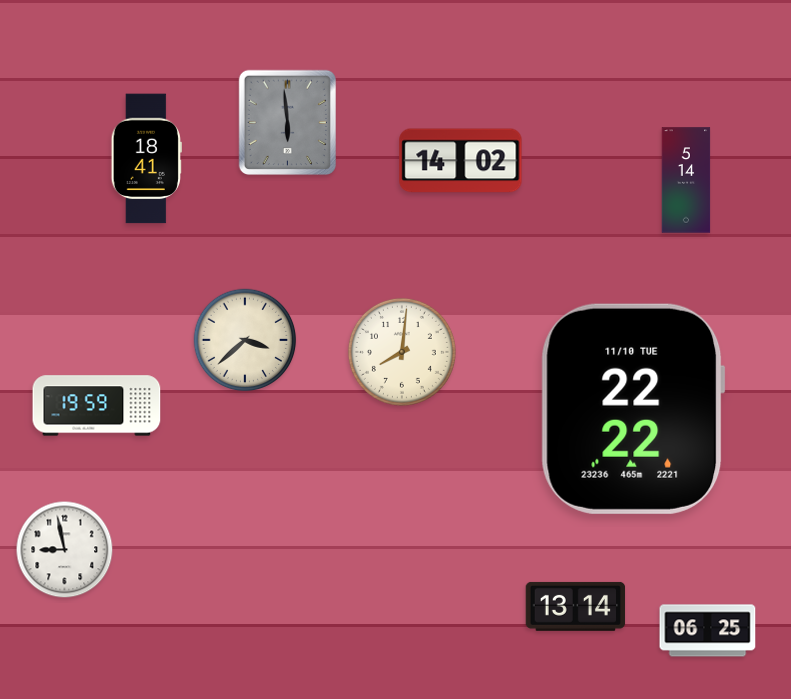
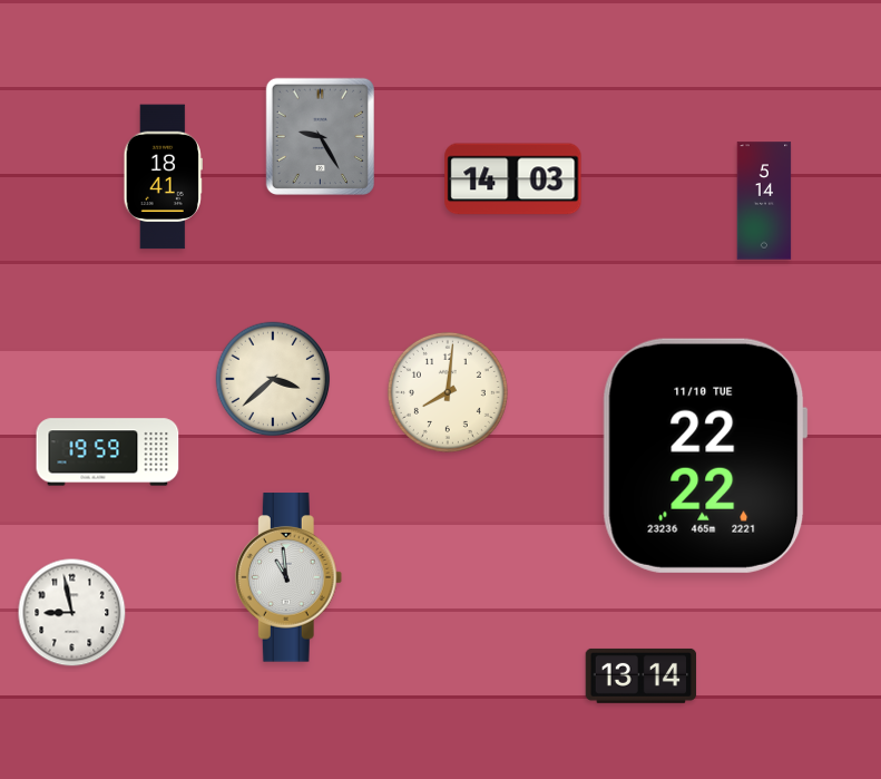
clock at (287, 122): 5:59 -> 9:25
clock at (461, 161): 14:02 -> 14:03
clock at (288, 577): none -> 10:59
clock at (708, 631): 06:25 -> none
